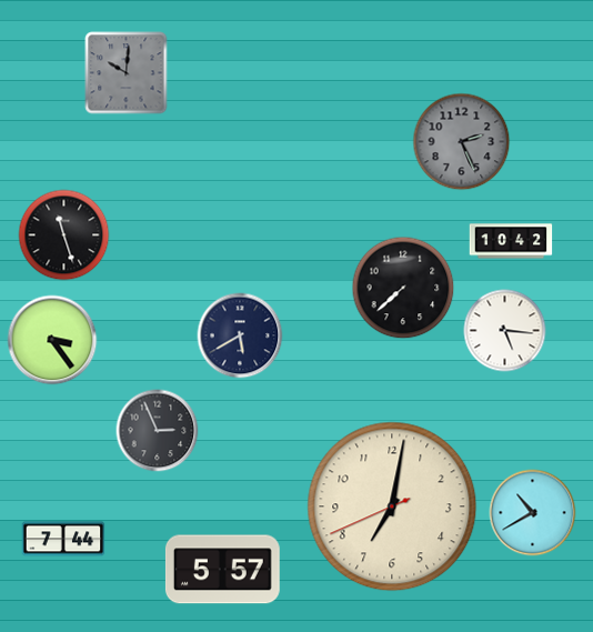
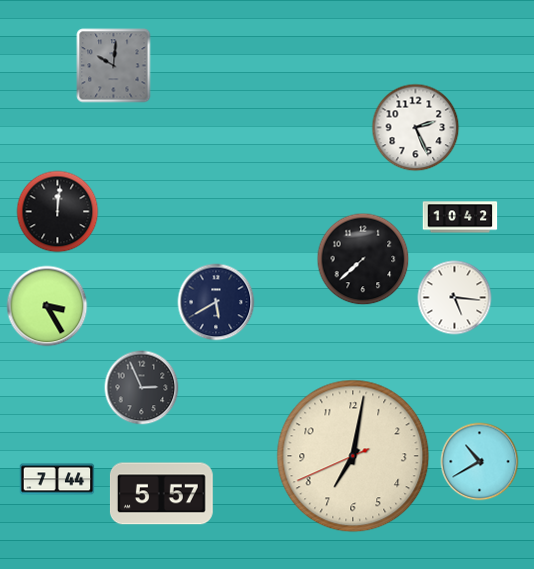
clock at (462, 142) dial: grey -> white
clock at (64, 235): 11:27 -> 12:01
clock at (52, 340): 3:24 -> 3:25
clock at (63, 539) position: (63, 539) -> (57, 479)
clock at (222, 570) position: (222, 570) -> (161, 494)
